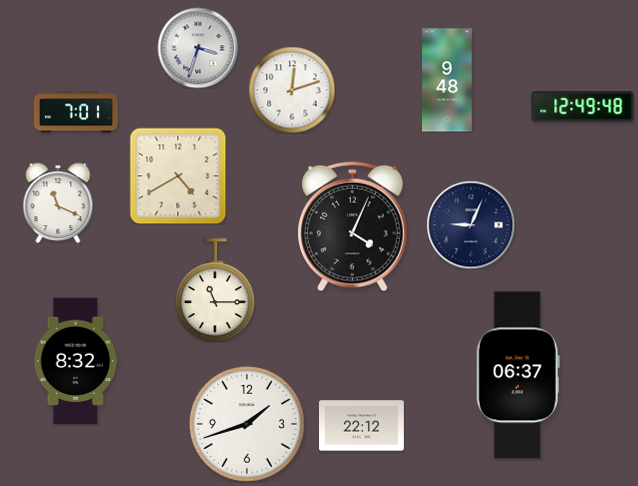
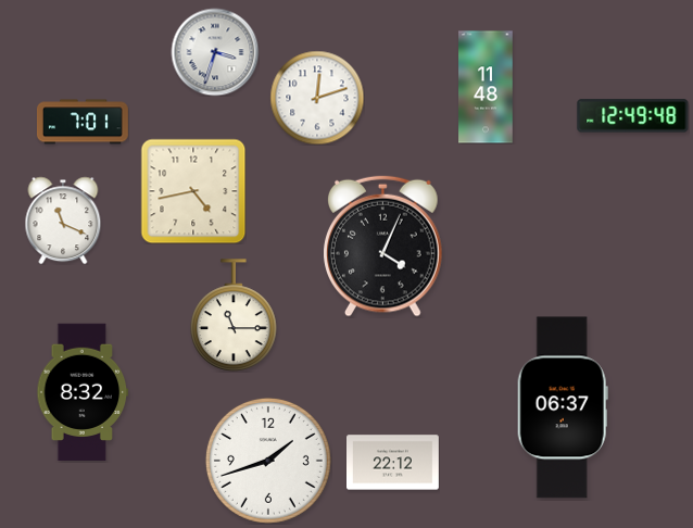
clock at (447, 80): 9:48 -> 11:48
clock at (178, 176): 4:40 -> 4:43
clock at (471, 225): 9:04 -> none
